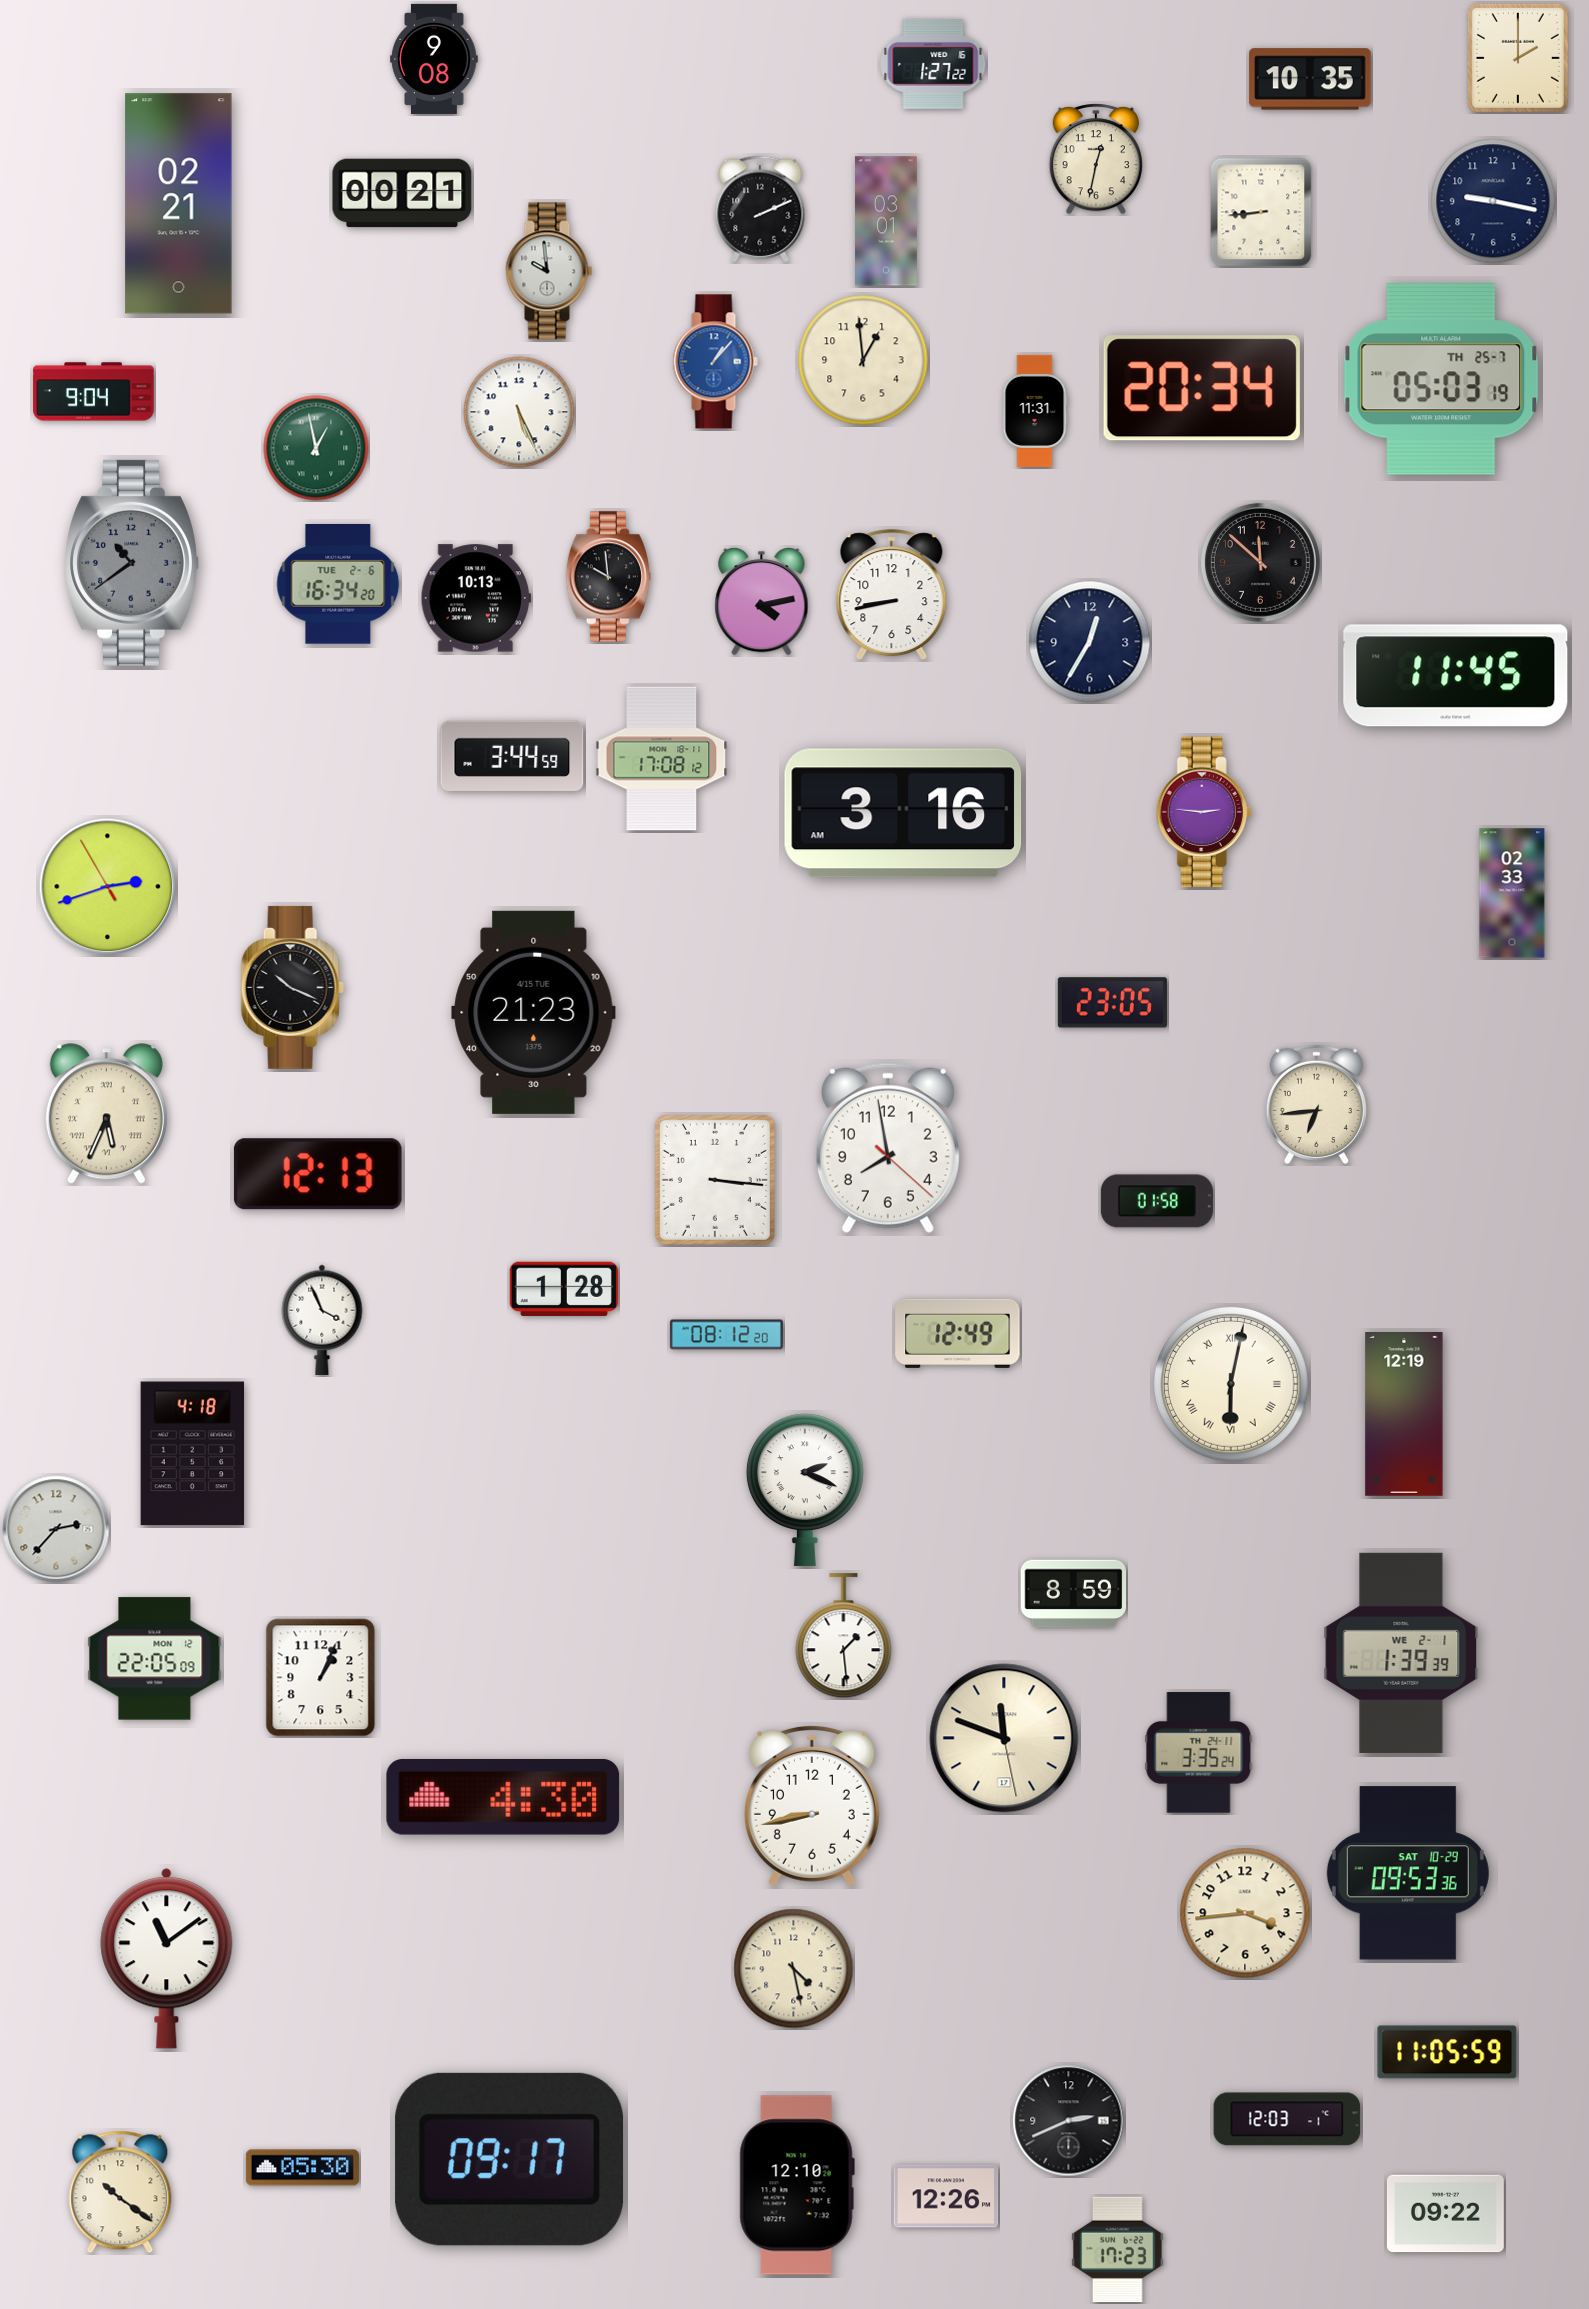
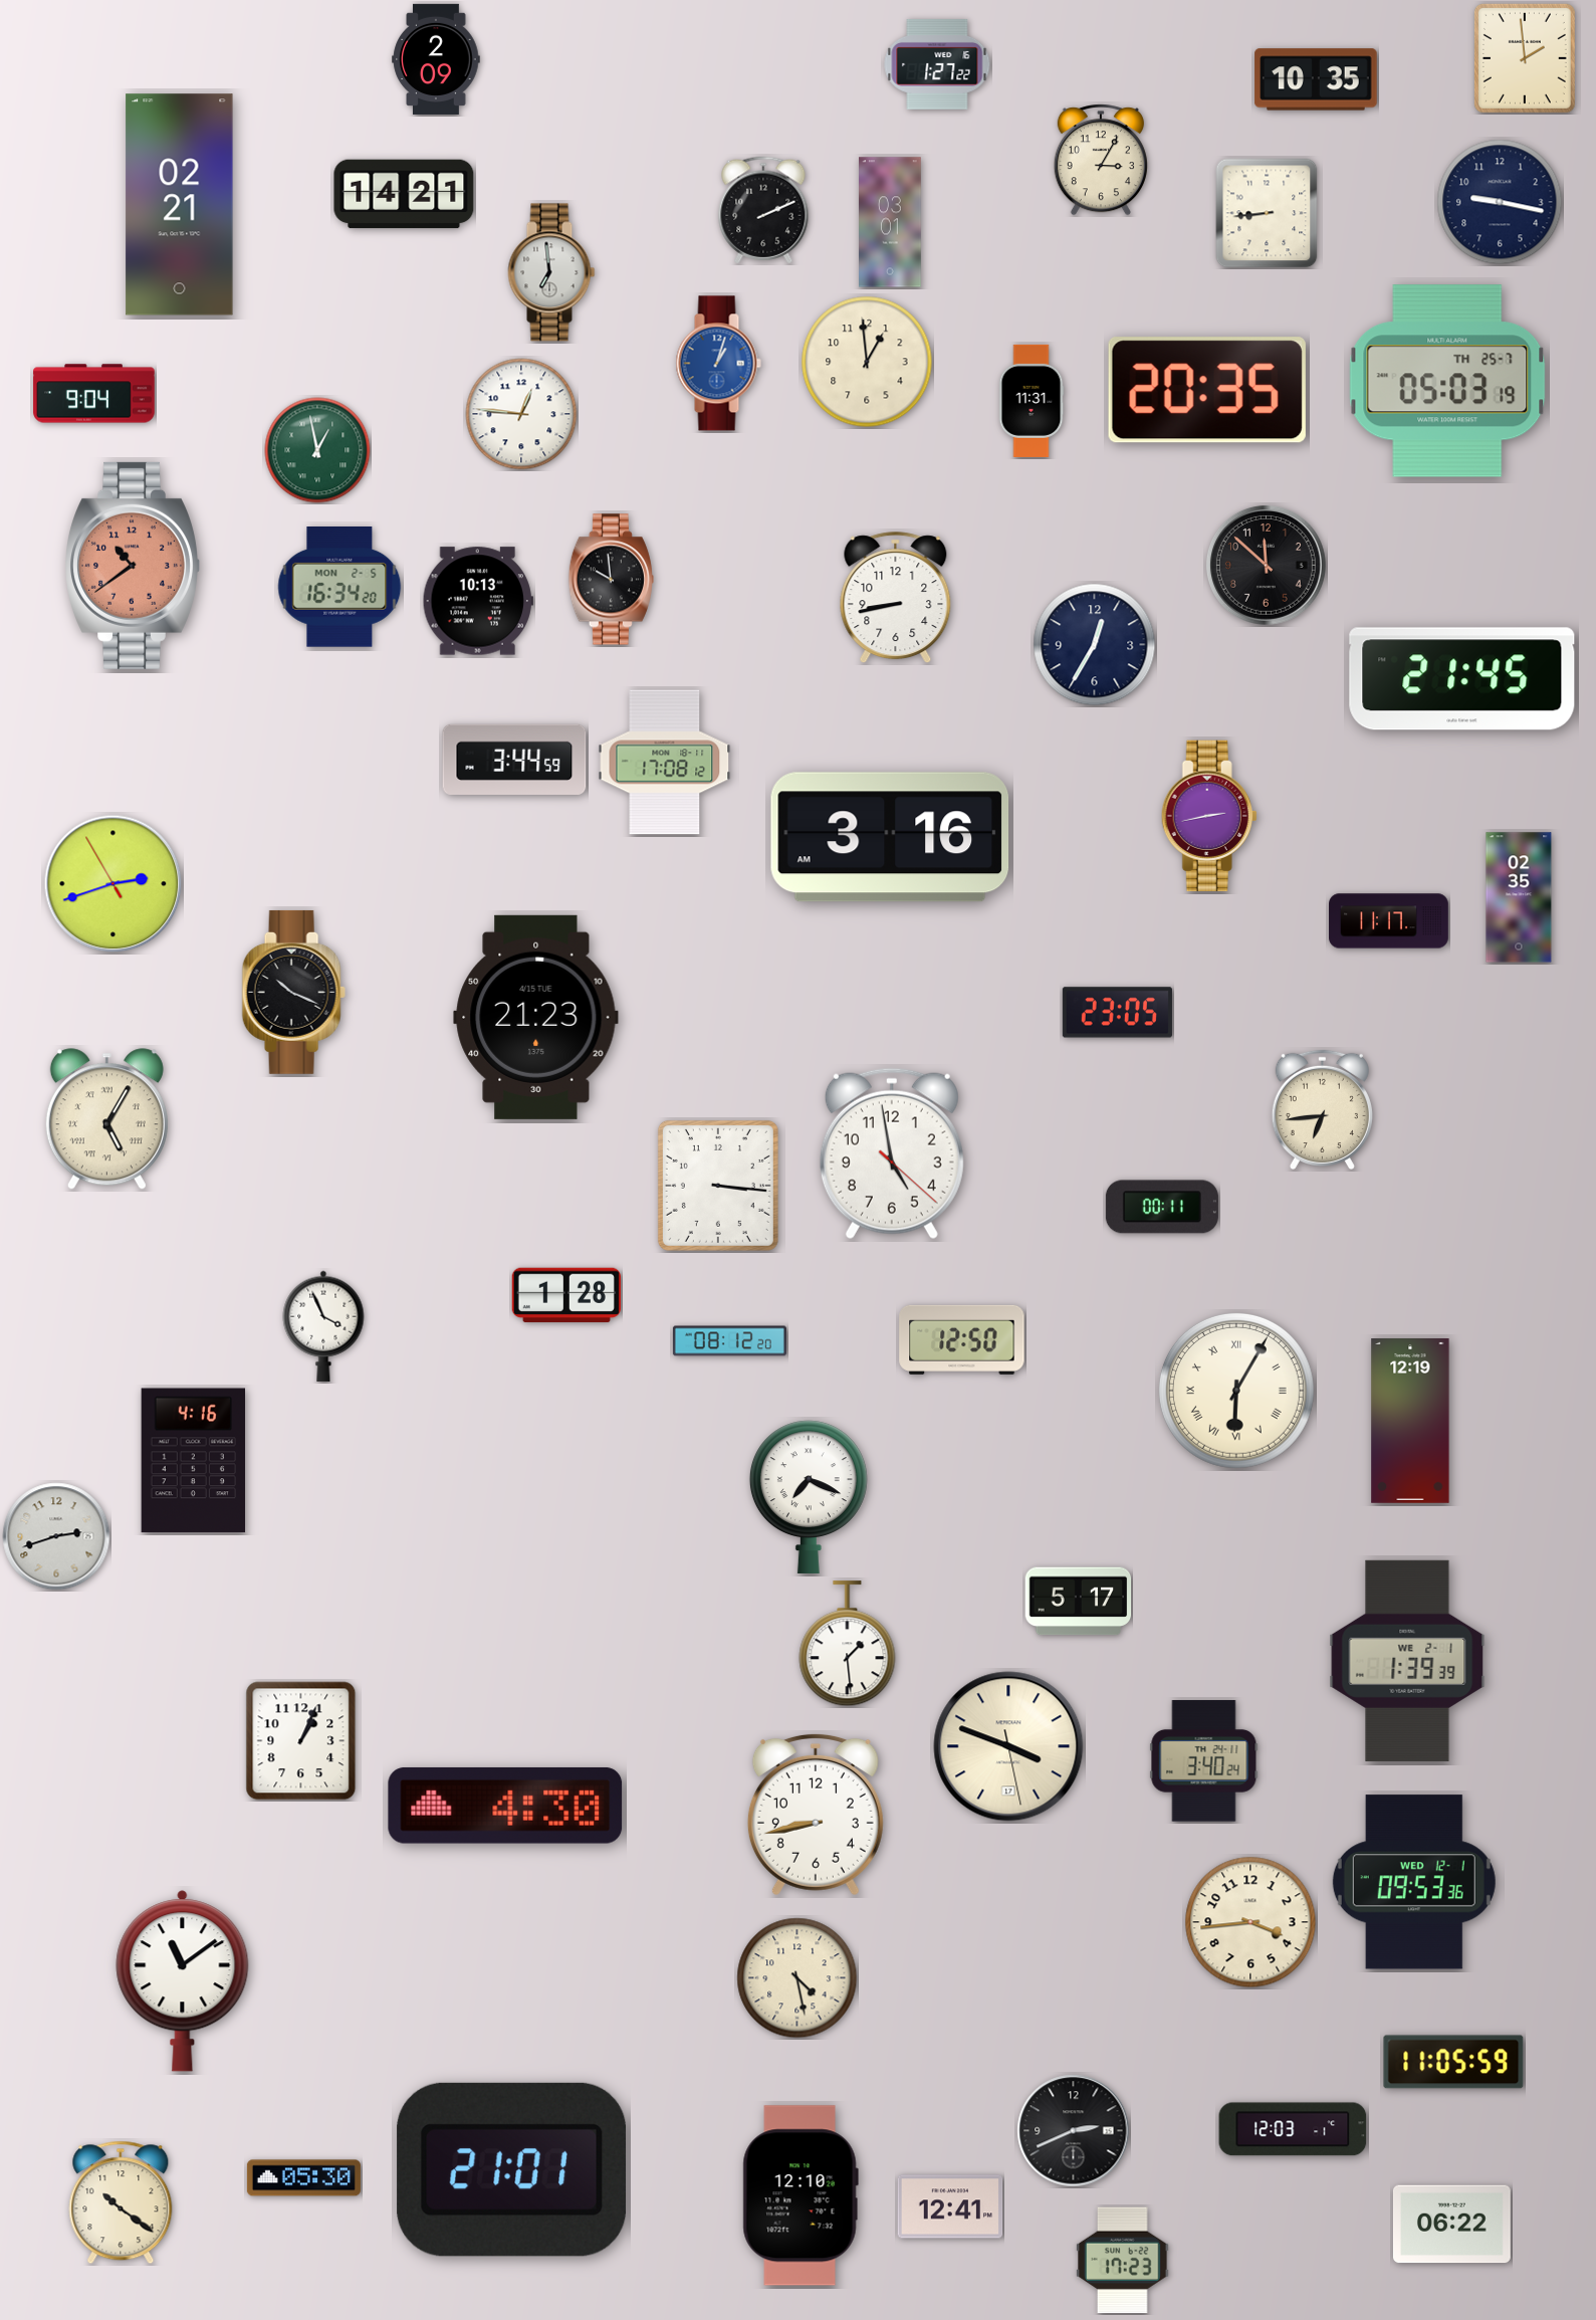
clock at (1518, 58): 2:00 -> 1:59
clock at (434, 59): 9:08 -> 2:09
clock at (1096, 159): 12:32 -> 3:05
clock at (402, 193): 00:21 -> 14:21
clock at (549, 271): 9:59 -> 6:59
clock at (715, 362): 1:07 -> 1:03
clock at (1202, 388): 20:34 -> 20:35
clock at (1035, 411) position: (1035, 411) -> (1032, 401)
clock at (519, 412): 5:26 -> 12:46
clock at (132, 563) dial: grey -> salmon
clock at (338, 584) date: TUE 2-6 -> MON 2-5
clock at (762, 601): 4:13 -> none
clock at (1456, 676): 11:45 -> 21:45
clock at (1204, 812): 2:46 -> 2:43
clock at (903, 813) position: (903, 813) -> (890, 837)
clock at (108, 887) position: (108, 887) -> (113, 884)
clock at (1512, 893): 02:33 -> 02:35
clock at (1389, 921): none -> 11:17
clock at (1112, 1003) position: (1112, 1003) -> (1117, 1013)
clock at (106, 1114): 5:34 -> 5:05
clock at (888, 1148): 7:58 -> 4:58
clock at (318, 1174): 12:13 -> none
clock at (1157, 1201): 01:58 -> 00:11
clock at (958, 1333): 12:49 -> 12:50
clock at (1231, 1384): 6:02 -> 6:05
clock at (193, 1454): 4:18 -> 4:16
clock at (805, 1490): 2:19 -> 7:19
clock at (56, 1529): 2:37 -> 2:42
clock at (1074, 1594): 8:59 -> 5:17
clock at (155, 1659): 22:05 -> none
clock at (321, 1678) position: (321, 1678) -> (301, 1741)
clock at (1004, 1738): 11:48 -> 3:48
clock at (1199, 1753): 3:35 -> 3:40
clock at (1408, 1873) date: SAT 10-29 -> WED 12-1
clock at (167, 1959) position: (167, 1959) -> (183, 1981)
clock at (510, 2159): 09:17 -> 21:01
clock at (946, 2196): 12:26 -> 12:41
clock at (1445, 2214): 09:22 -> 06:22
